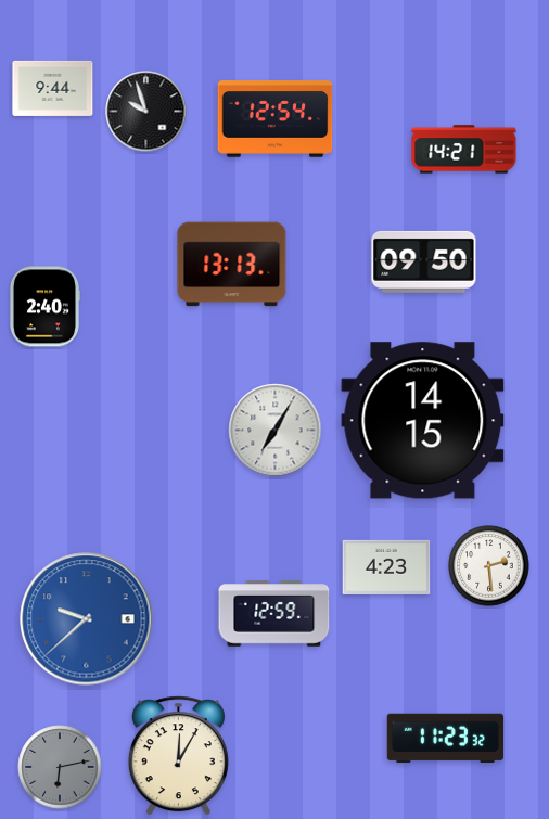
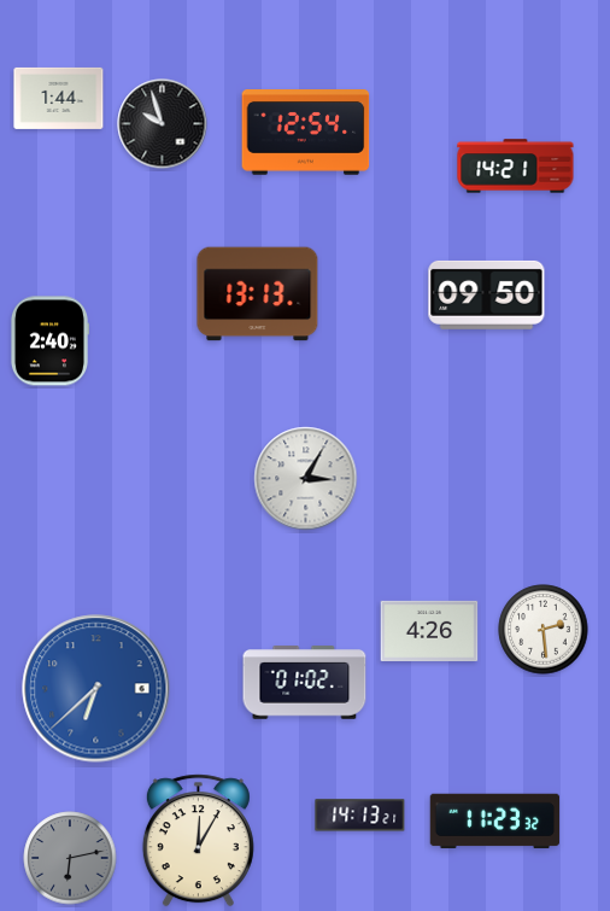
clock at (53, 88): 9:44 -> 1:44
clock at (424, 261) position: (424, 261) -> (487, 294)
clock at (423, 421): 14:15 -> none
clock at (276, 431): 7:05 -> 3:05
clock at (386, 566): 4:23 -> 4:26
clock at (274, 614): 12:59 -> 01:02
clock at (87, 619): 9:38 -> 6:38
clock at (360, 816): none -> 14:13
clock at (60, 767) position: (60, 767) -> (70, 858)
